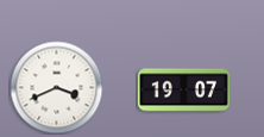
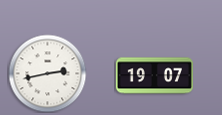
clock at (56, 87): 3:41 -> 2:43
